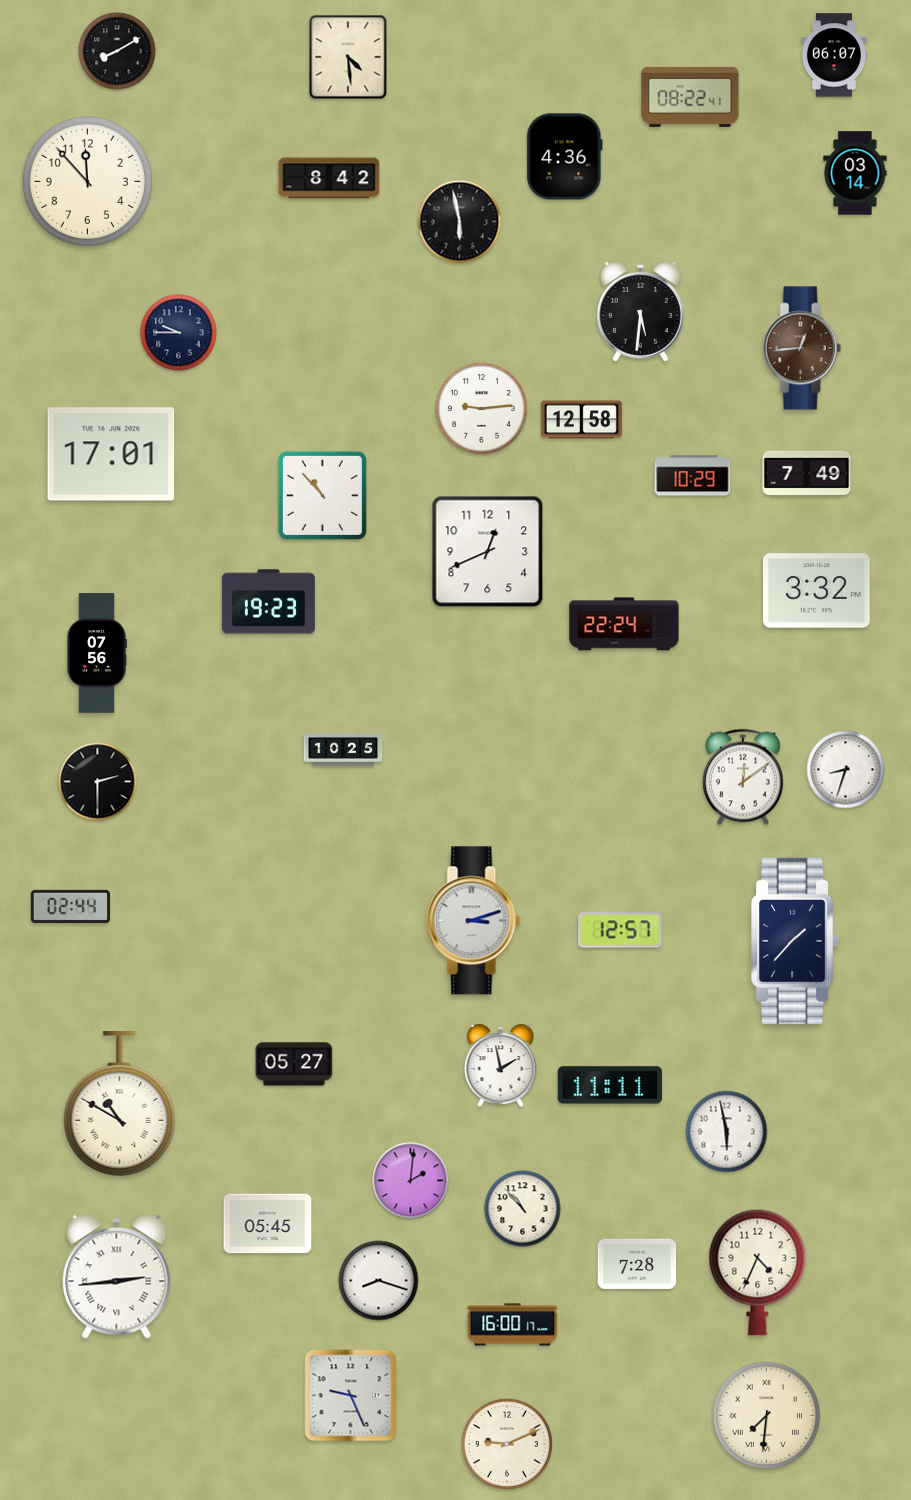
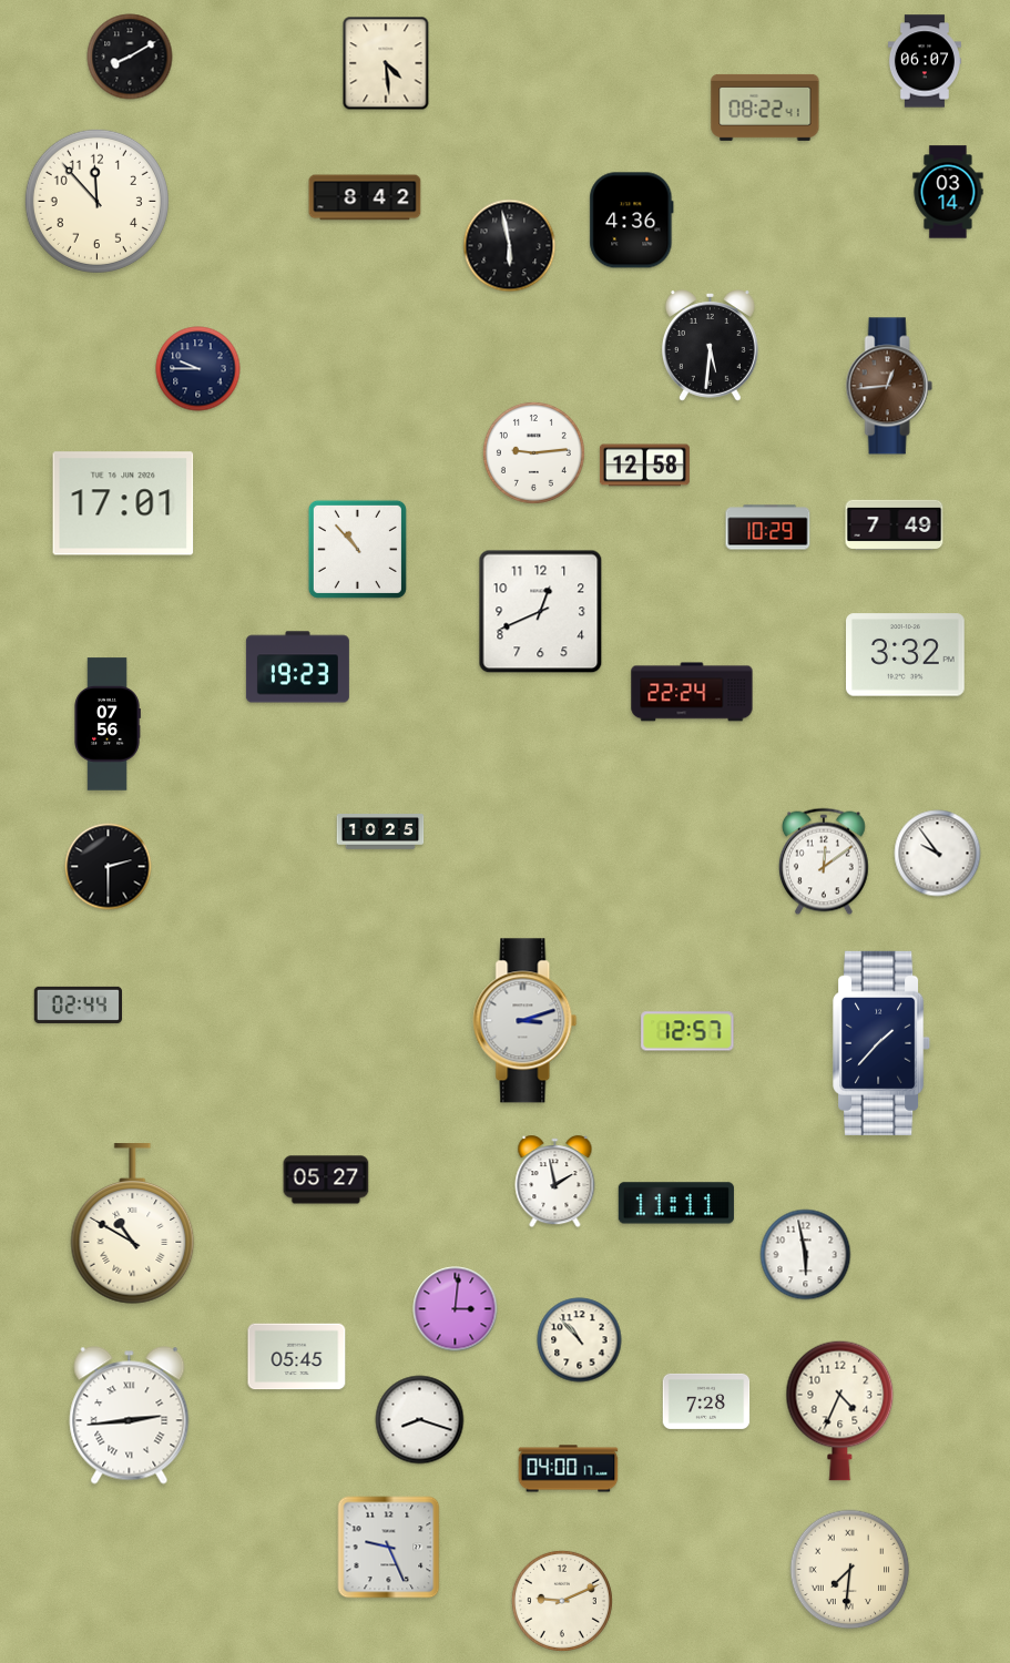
clock at (565, 157) position: (565, 157) -> (632, 221)
clock at (846, 770): 8:33 -> 9:54
clock at (411, 1181): 2:01 -> 3:01
clock at (513, 1325): 16:00 -> 04:00
